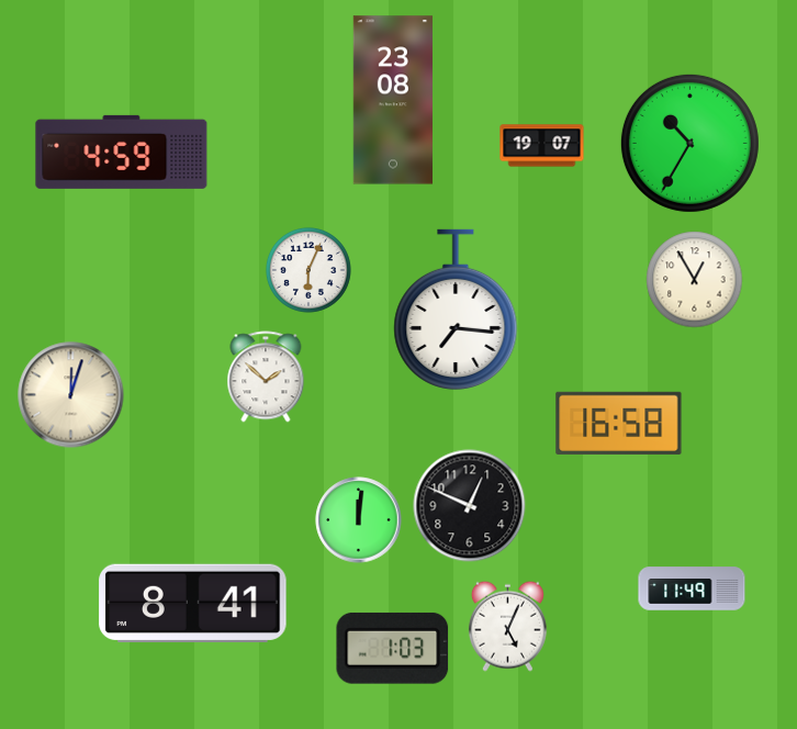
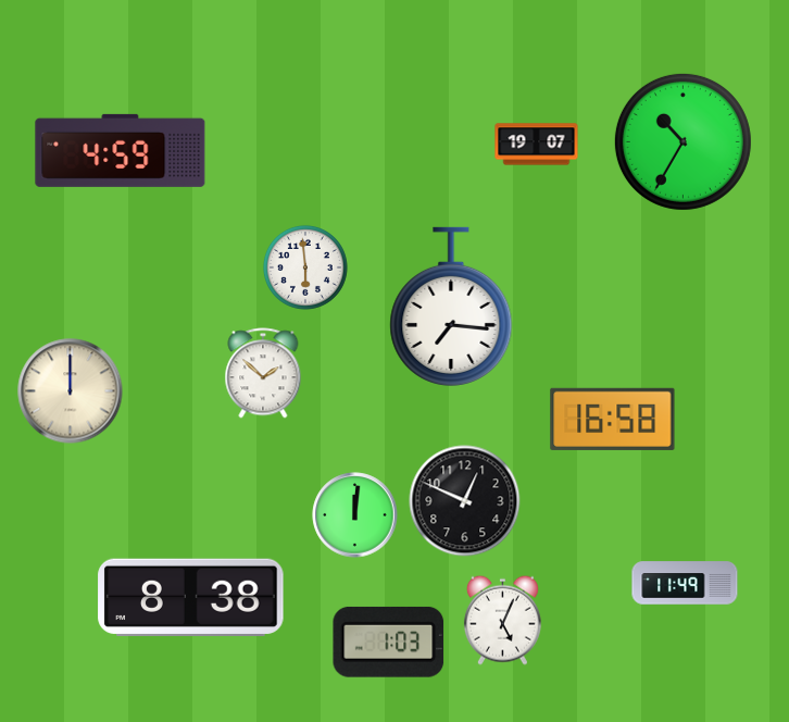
clock at (393, 100): 23:08 -> none
clock at (308, 270): 6:04 -> 5:59
clock at (695, 280): 12:55 -> none
clock at (71, 395): 12:03 -> 12:00
clock at (193, 603): 8:41 -> 8:38
